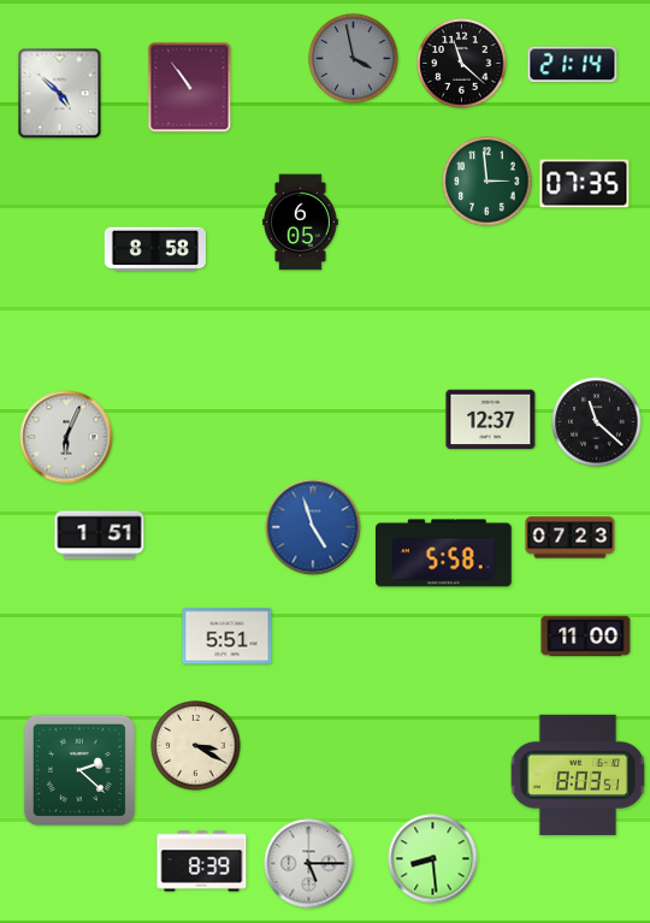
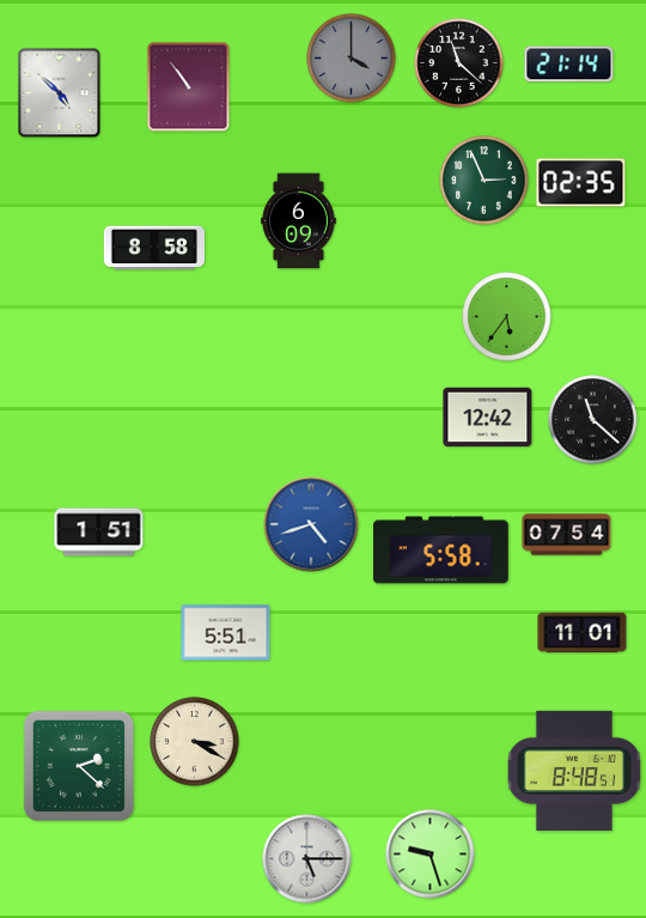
clock at (354, 59): 3:58 -> 4:00
clock at (487, 182): 2:59 -> 2:56
clock at (585, 184): 07:35 -> 02:35
clock at (301, 223): 6:05 -> 6:09
clock at (507, 317): none -> 5:36
clock at (491, 420): 12:37 -> 12:42
clock at (66, 437): 6:04 -> none
clock at (313, 527): 4:57 -> 4:42
clock at (571, 538): 07:23 -> 07:54
clock at (586, 637): 11:00 -> 11:01
clock at (578, 775): 8:03 -> 8:48
clock at (433, 859): 8:29 -> 9:27
clock at (202, 862): 8:39 -> none
